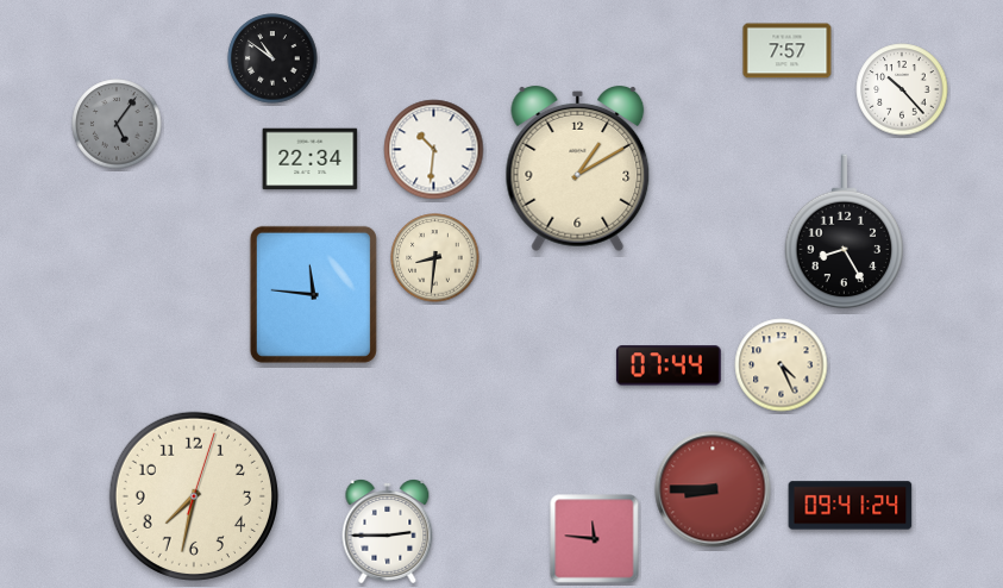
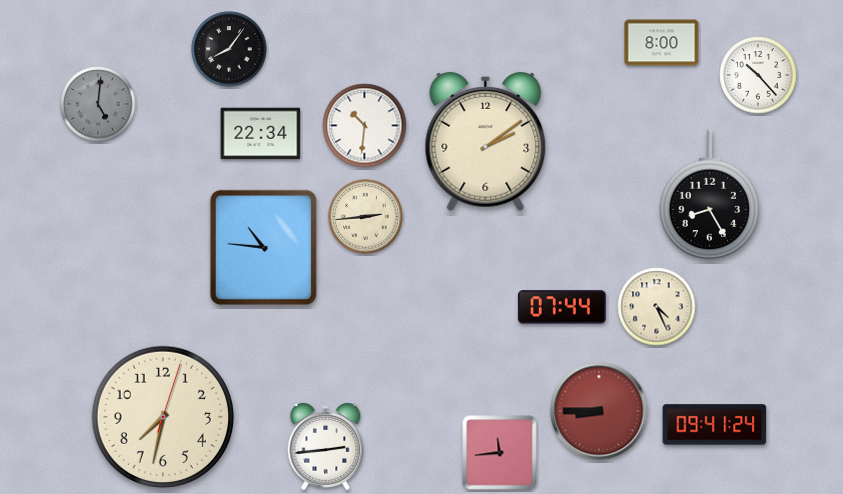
clock at (788, 51): 7:57 -> 8:00
clock at (272, 58): 10:51 -> 8:06
clock at (117, 124): 5:06 -> 5:01
clock at (578, 169): 1:10 -> 2:09
clock at (435, 258): 8:31 -> 2:44
clock at (313, 294): 11:46 -> 10:46
clock at (388, 531): 2:45 -> 2:44
clock at (595, 539): 11:46 -> 11:44
